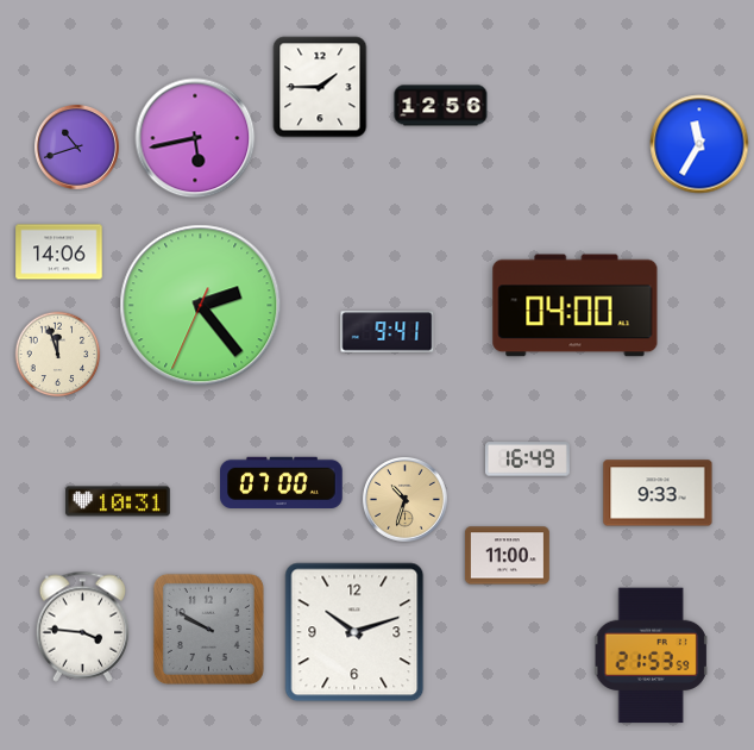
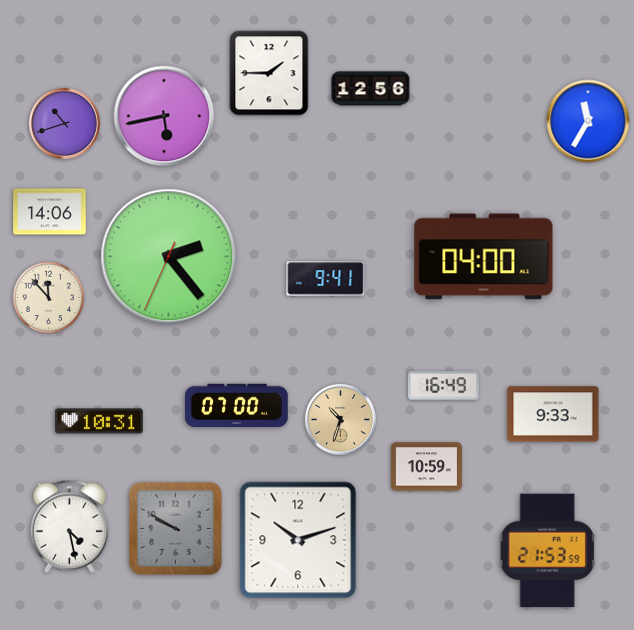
clock at (58, 355): 11:57 -> 11:53
clock at (507, 556): 11:00 -> 10:59
clock at (82, 626): 3:46 -> 4:28
clock at (354, 632) position: (354, 632) -> (298, 540)
